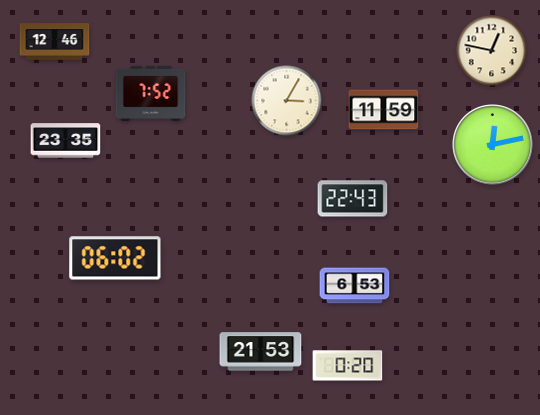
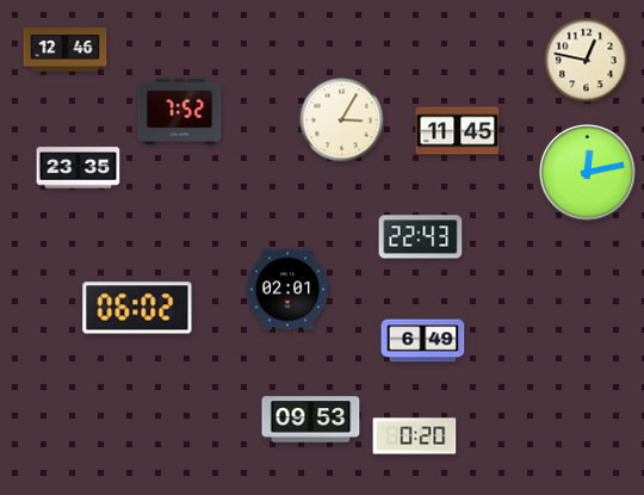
clock at (384, 110): 11:59 -> 11:45
clock at (287, 290): none -> 02:01
clock at (355, 286): 6:53 -> 6:49
clock at (261, 352): 21:53 -> 09:53
